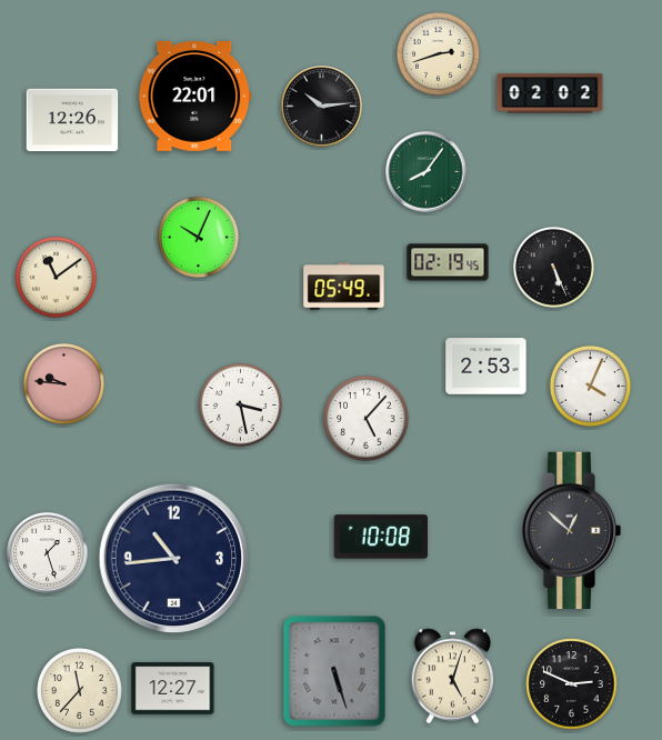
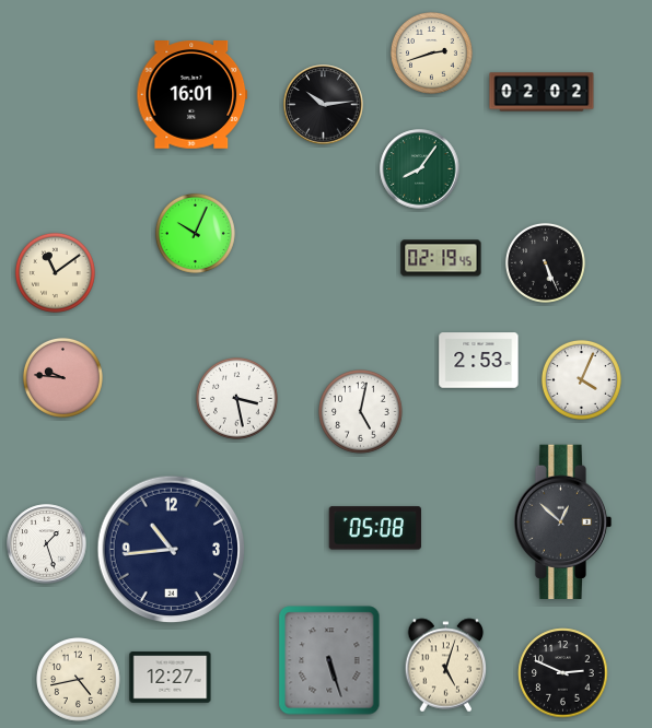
clock at (195, 97): 22:01 -> 16:01
clock at (322, 107) position: (322, 107) -> (324, 105)
clock at (72, 120): 12:26 -> none
clock at (344, 287): 05:49 -> none
clock at (367, 419): 5:07 -> 5:02
clock at (381, 537): 10:08 -> 05:08
clock at (80, 691): 11:37 -> 4:43
